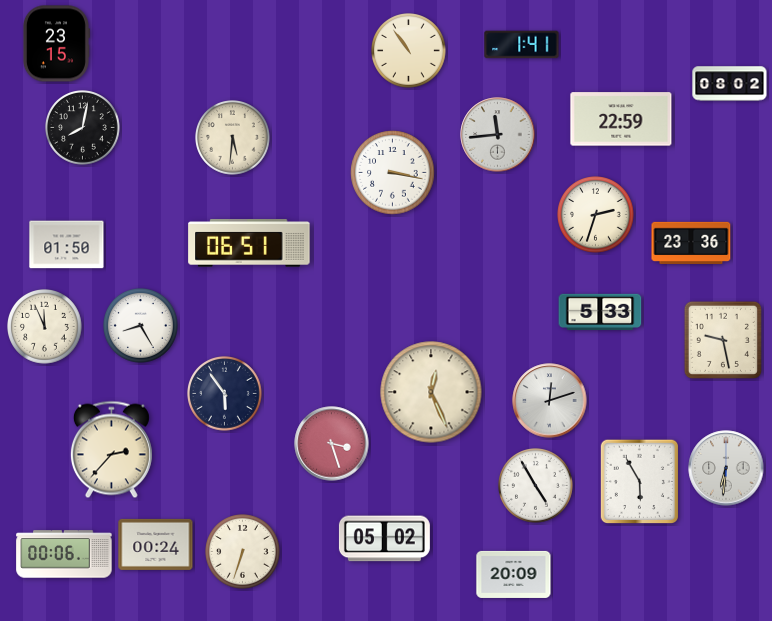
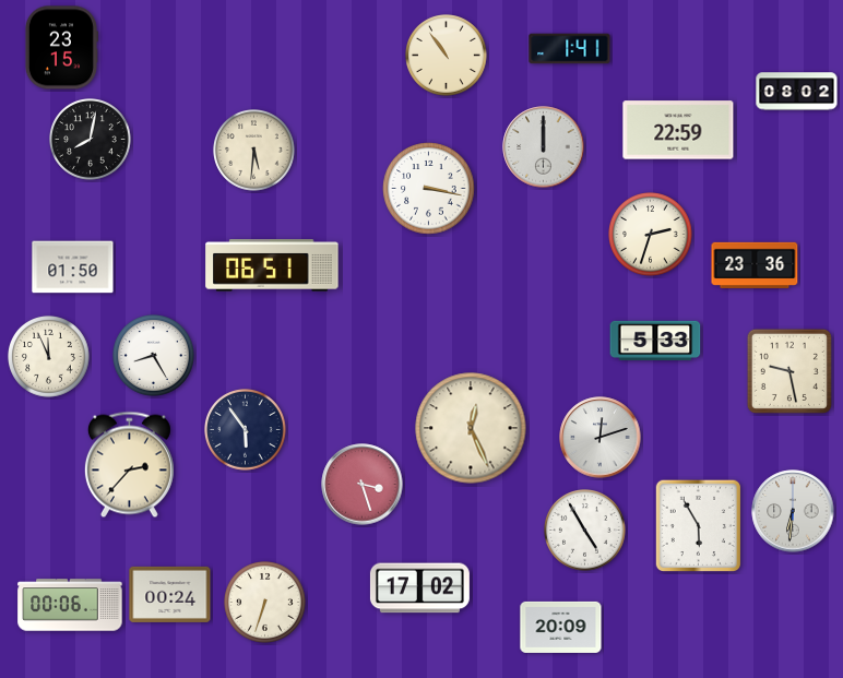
clock at (498, 135): 11:44 -> 12:00
clock at (111, 450) position: (111, 450) -> (129, 465)
clock at (384, 539): 05:02 -> 17:02
